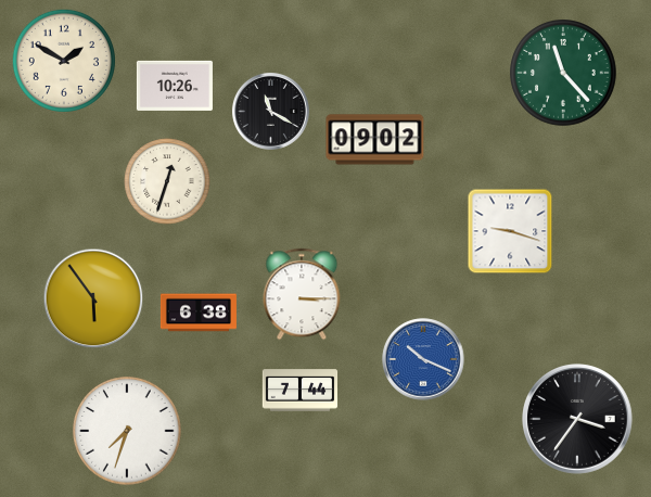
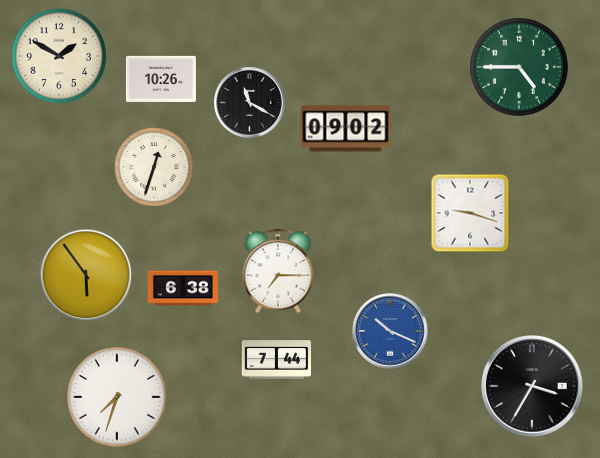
clock at (564, 74): 11:23 -> 4:45
clock at (302, 294): 3:15 -> 7:15
clock at (577, 419): 3:36 -> 3:35
